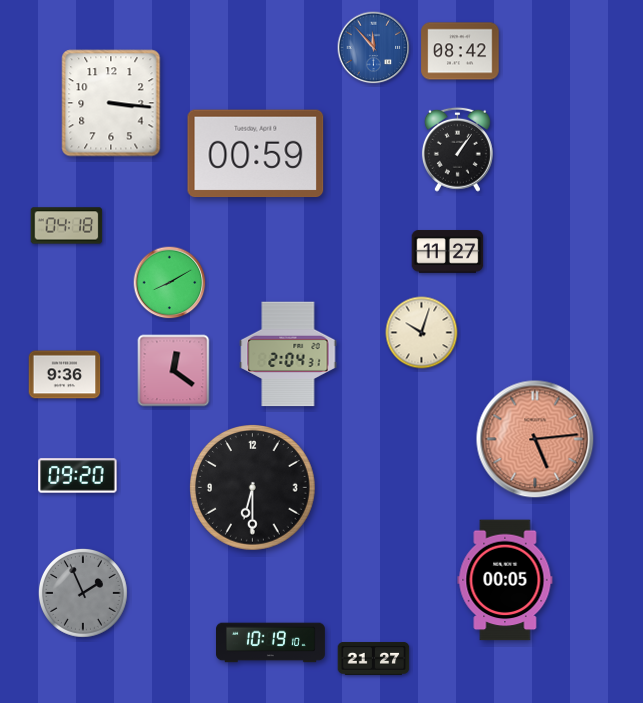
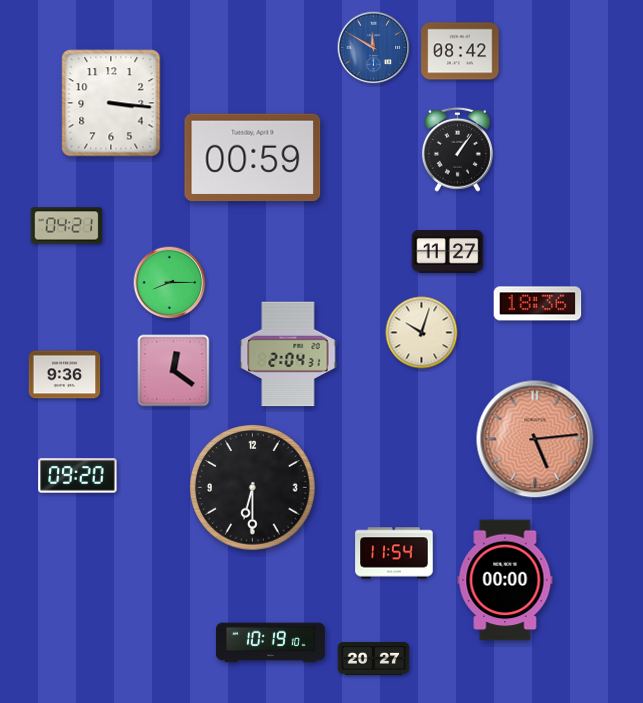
clock at (374, 48): 11:53 -> 11:50
clock at (256, 154) position: (256, 154) -> (253, 158)
clock at (67, 226): 04:18 -> 04:21
clock at (170, 283): 8:10 -> 8:15
clock at (538, 304): none -> 18:36
clock at (394, 553): none -> 11:54
clock at (505, 580): 00:05 -> 00:00
clock at (83, 593): 1:56 -> none
clock at (374, 659): 21:27 -> 20:27
